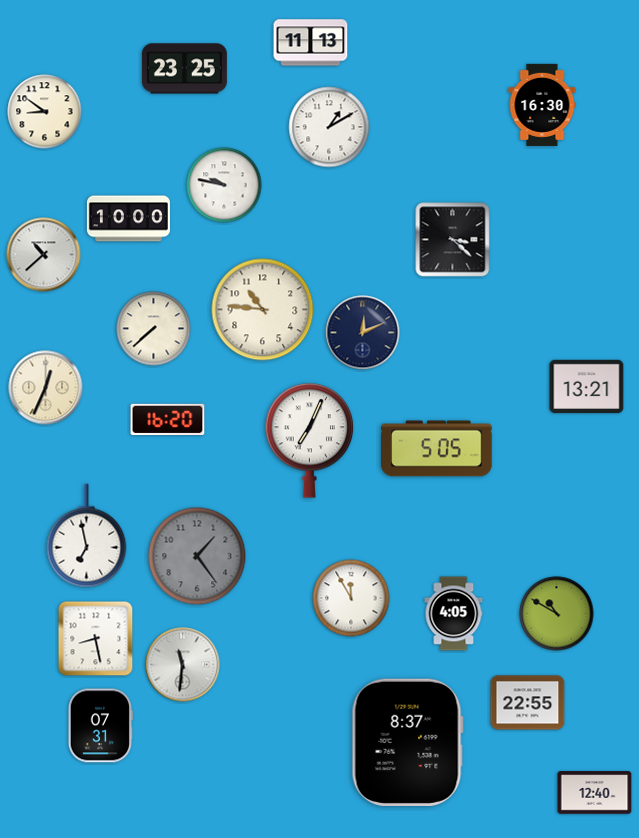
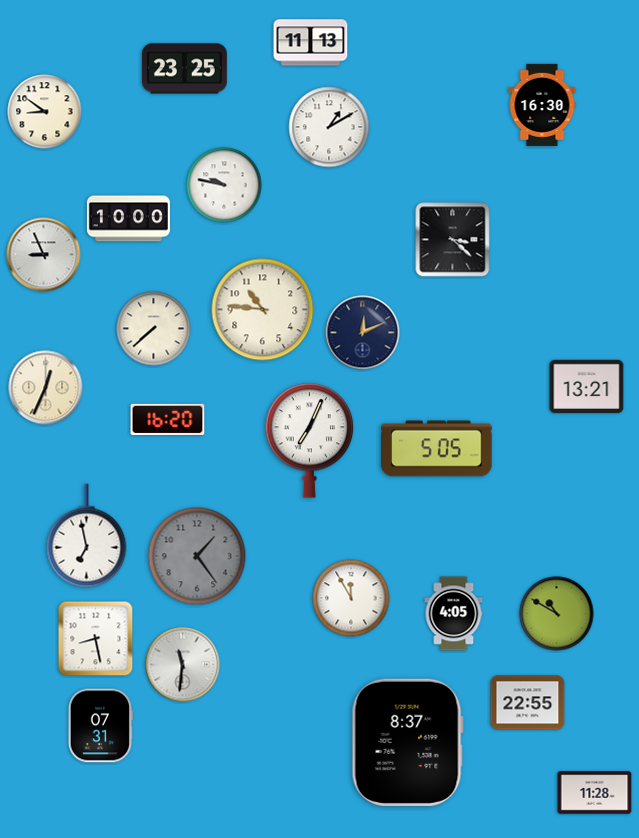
clock at (44, 255): 10:38 -> 8:56
clock at (595, 793): 12:40 -> 11:28
